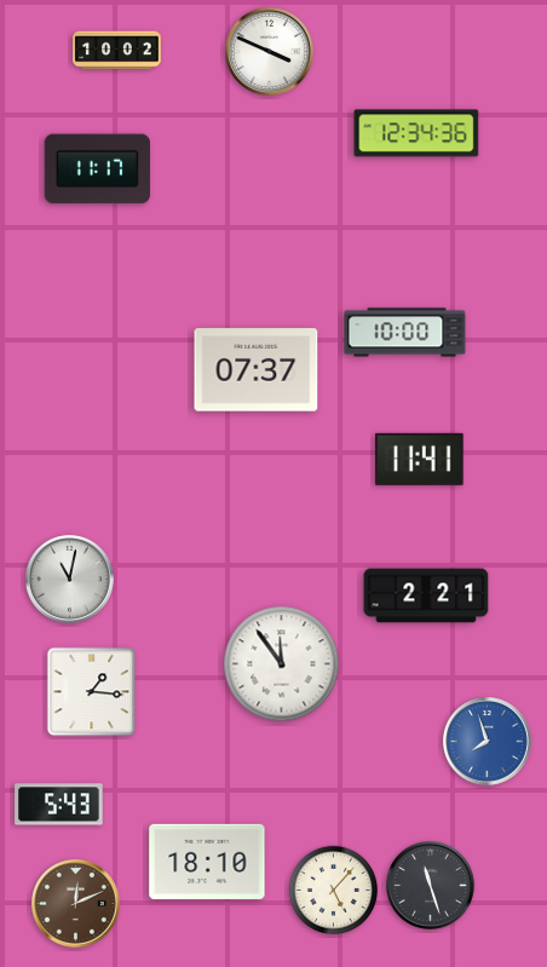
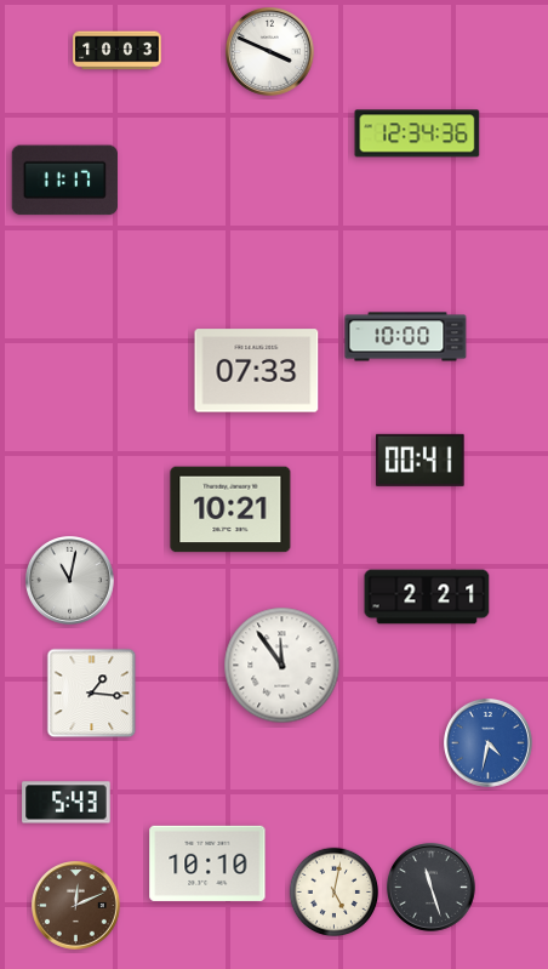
clock at (117, 51): 10:02 -> 10:03
clock at (97, 169) position: (97, 169) -> (64, 181)
clock at (405, 333) position: (405, 333) -> (406, 337)
clock at (257, 370): 07:37 -> 07:33
clock at (420, 459): 11:41 -> 00:41
clock at (230, 509): none -> 10:21
clock at (488, 742): 7:57 -> 4:32
clock at (59, 805) position: (59, 805) -> (67, 803)
clock at (207, 862): 18:10 -> 10:10
clock at (334, 891): 5:07 -> 5:02
